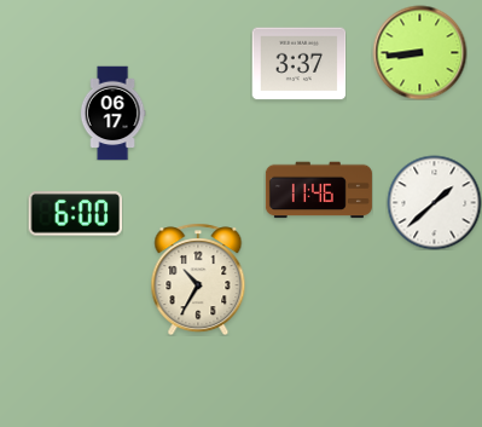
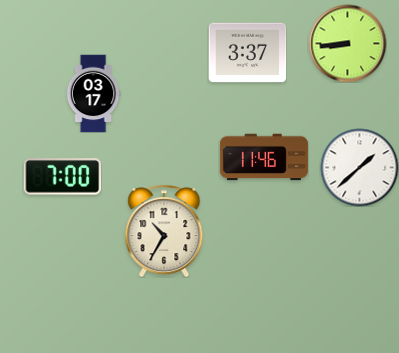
clock at (112, 112): 06:17 -> 03:17
clock at (75, 214): 6:00 -> 7:00
